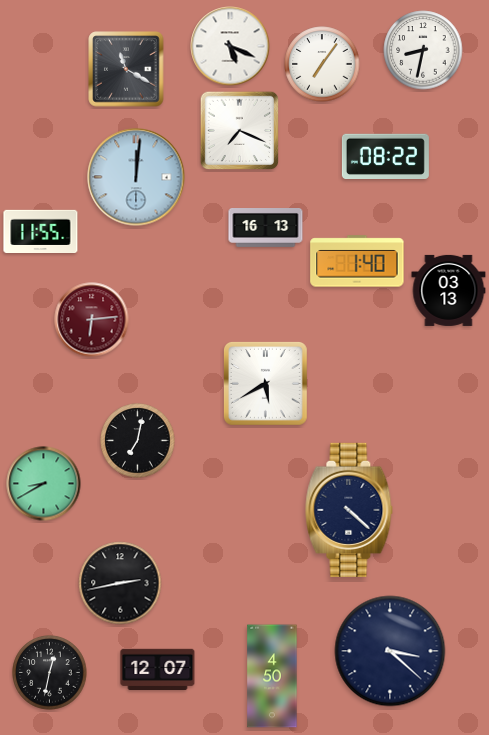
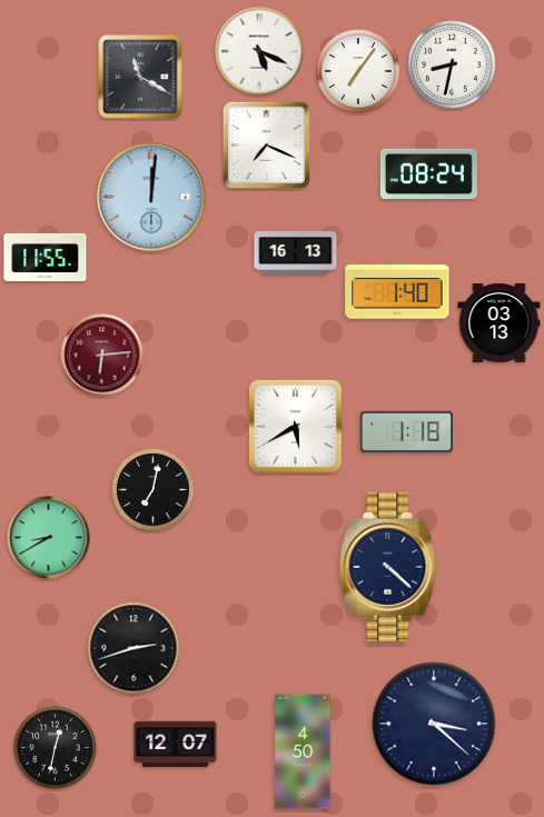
clock at (230, 46) position: (230, 46) -> (259, 51)
clock at (423, 50) position: (423, 50) -> (452, 64)
clock at (385, 157): 08:22 -> 08:24
clock at (407, 431): none -> 1:18
clock at (120, 583): 2:43 -> 2:42
